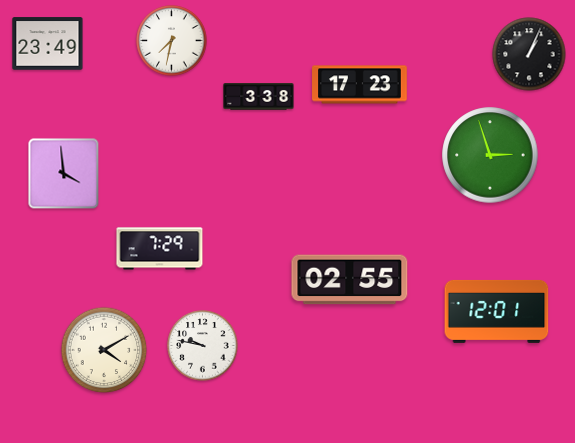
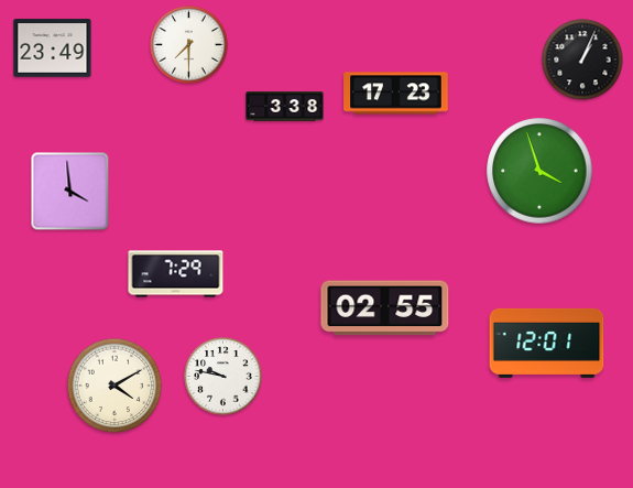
clock at (172, 41): 7:32 -> 7:30
clock at (490, 155): 2:57 -> 3:57
clock at (203, 346) position: (203, 346) -> (223, 377)
